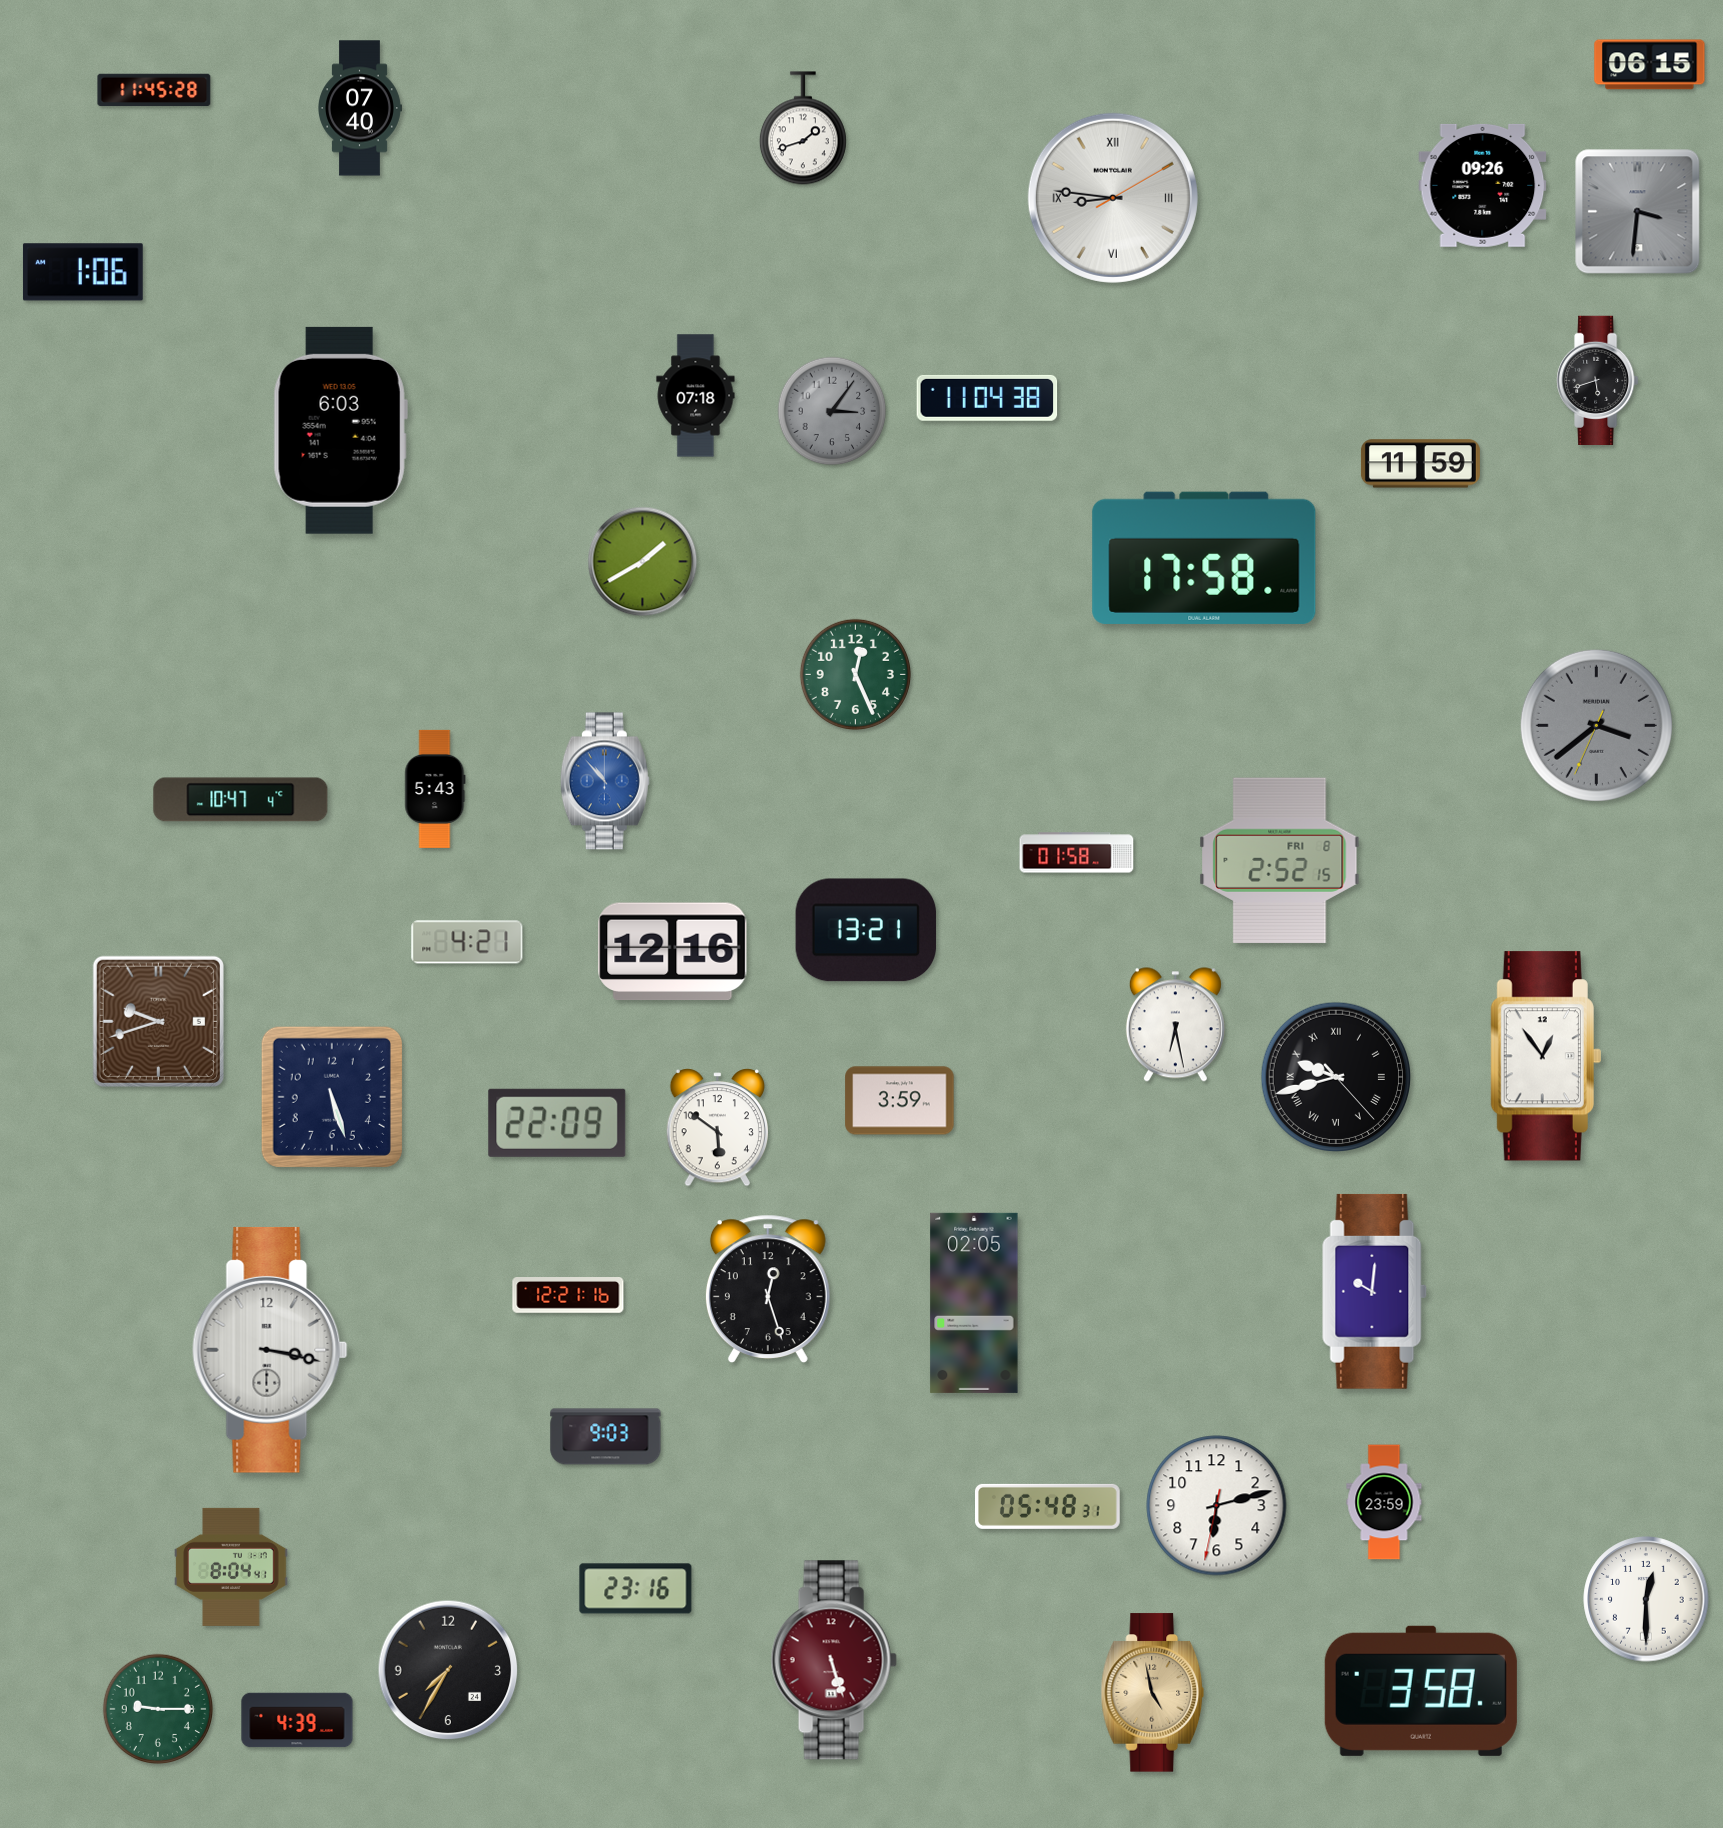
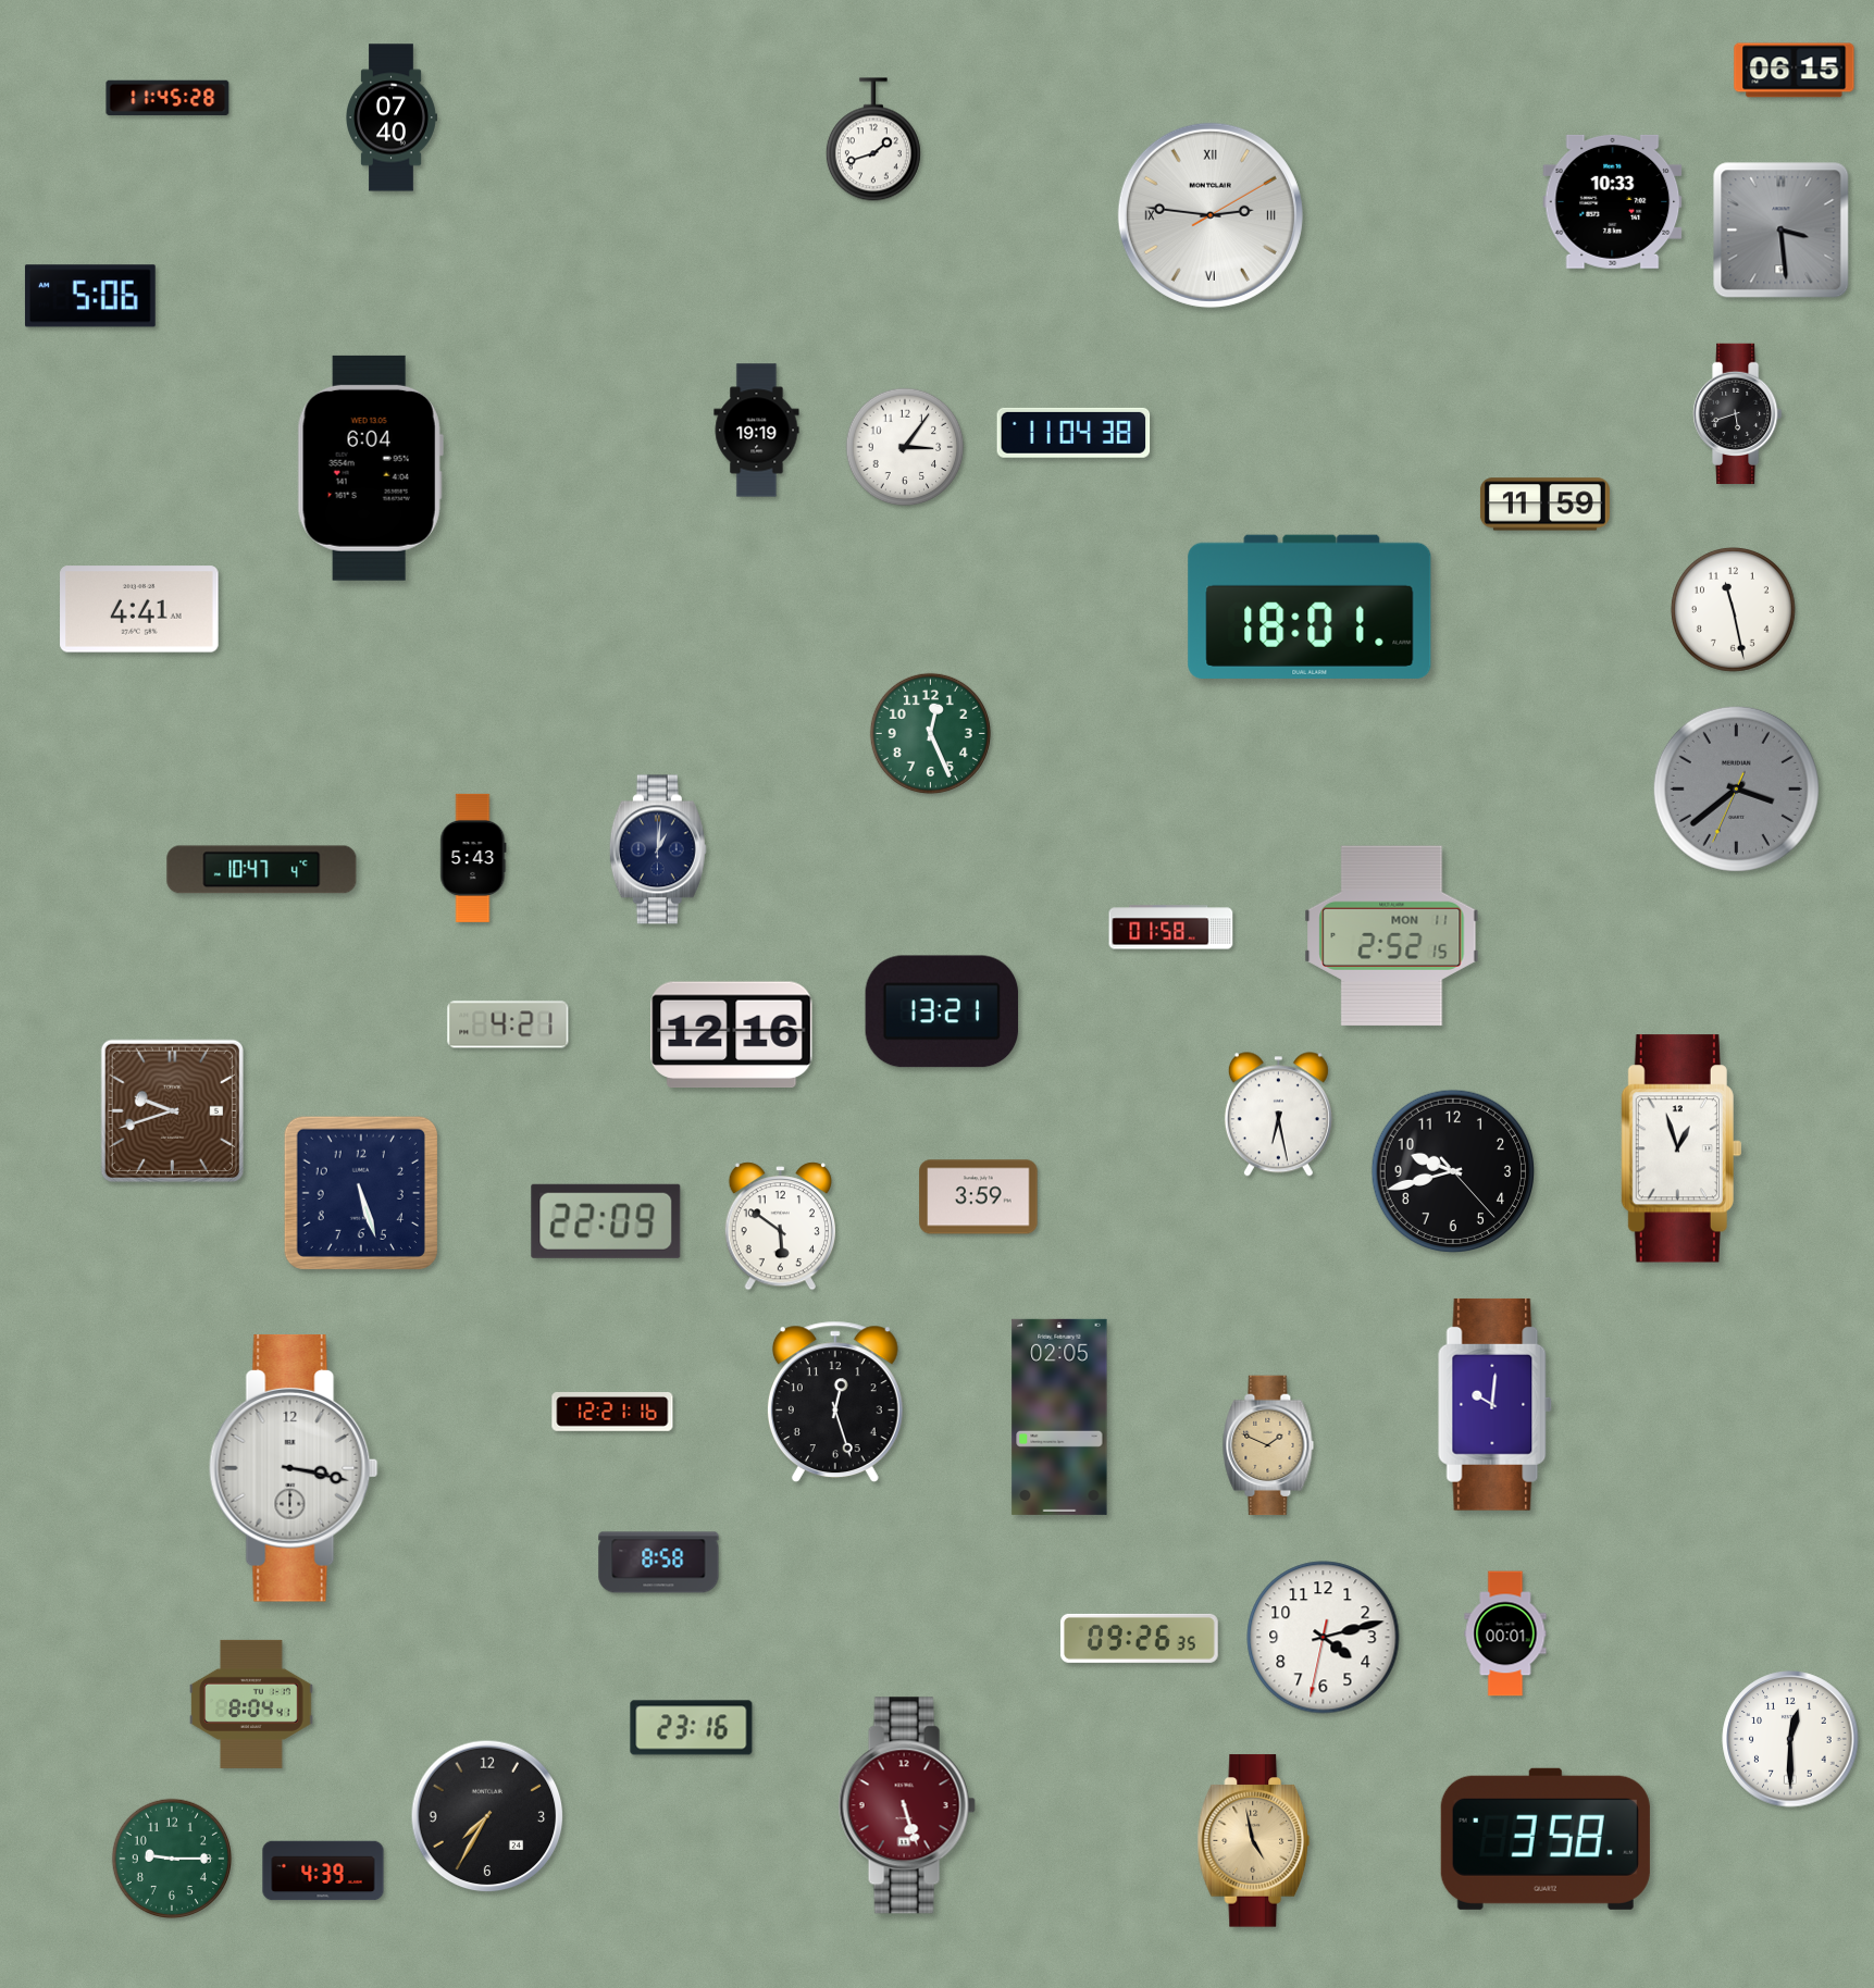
clock at (1483, 185): 09:26 -> 10:33
clock at (1113, 198): 8:46 -> 2:46
clock at (1638, 212): 3:31 -> 3:29
clock at (83, 272): 1:06 -> 5:06
clock at (696, 396): 07:18 -> 19:19
clock at (832, 411) dial: grey -> white
clock at (340, 430): 6:03 -> 6:04
clock at (1204, 558): 17:58 -> 18:01
clock at (139, 609): none -> 4:41
clock at (1733, 609): none -> 11:28
clock at (643, 562): 1:40 -> none
clock at (605, 781): 10:53 -> 1:01
clock at (605, 781) dial: blue -> navy
clock at (1280, 861) date: FRI 8 -> MON 11
clock at (1546, 1056): 12:54 -> 12:57
clock at (1335, 1076) numerals: Roman -> Arabic
clock at (568, 1296) position: (568, 1296) -> (612, 1413)
clock at (1268, 1445): none -> 1:49
clock at (606, 1437): 9:03 -> 8:58
clock at (1384, 1502): 23:59 -> 00:01
clock at (1048, 1506): 05:48 -> 09:26
clock at (1217, 1506): 6:12 -> 4:12
